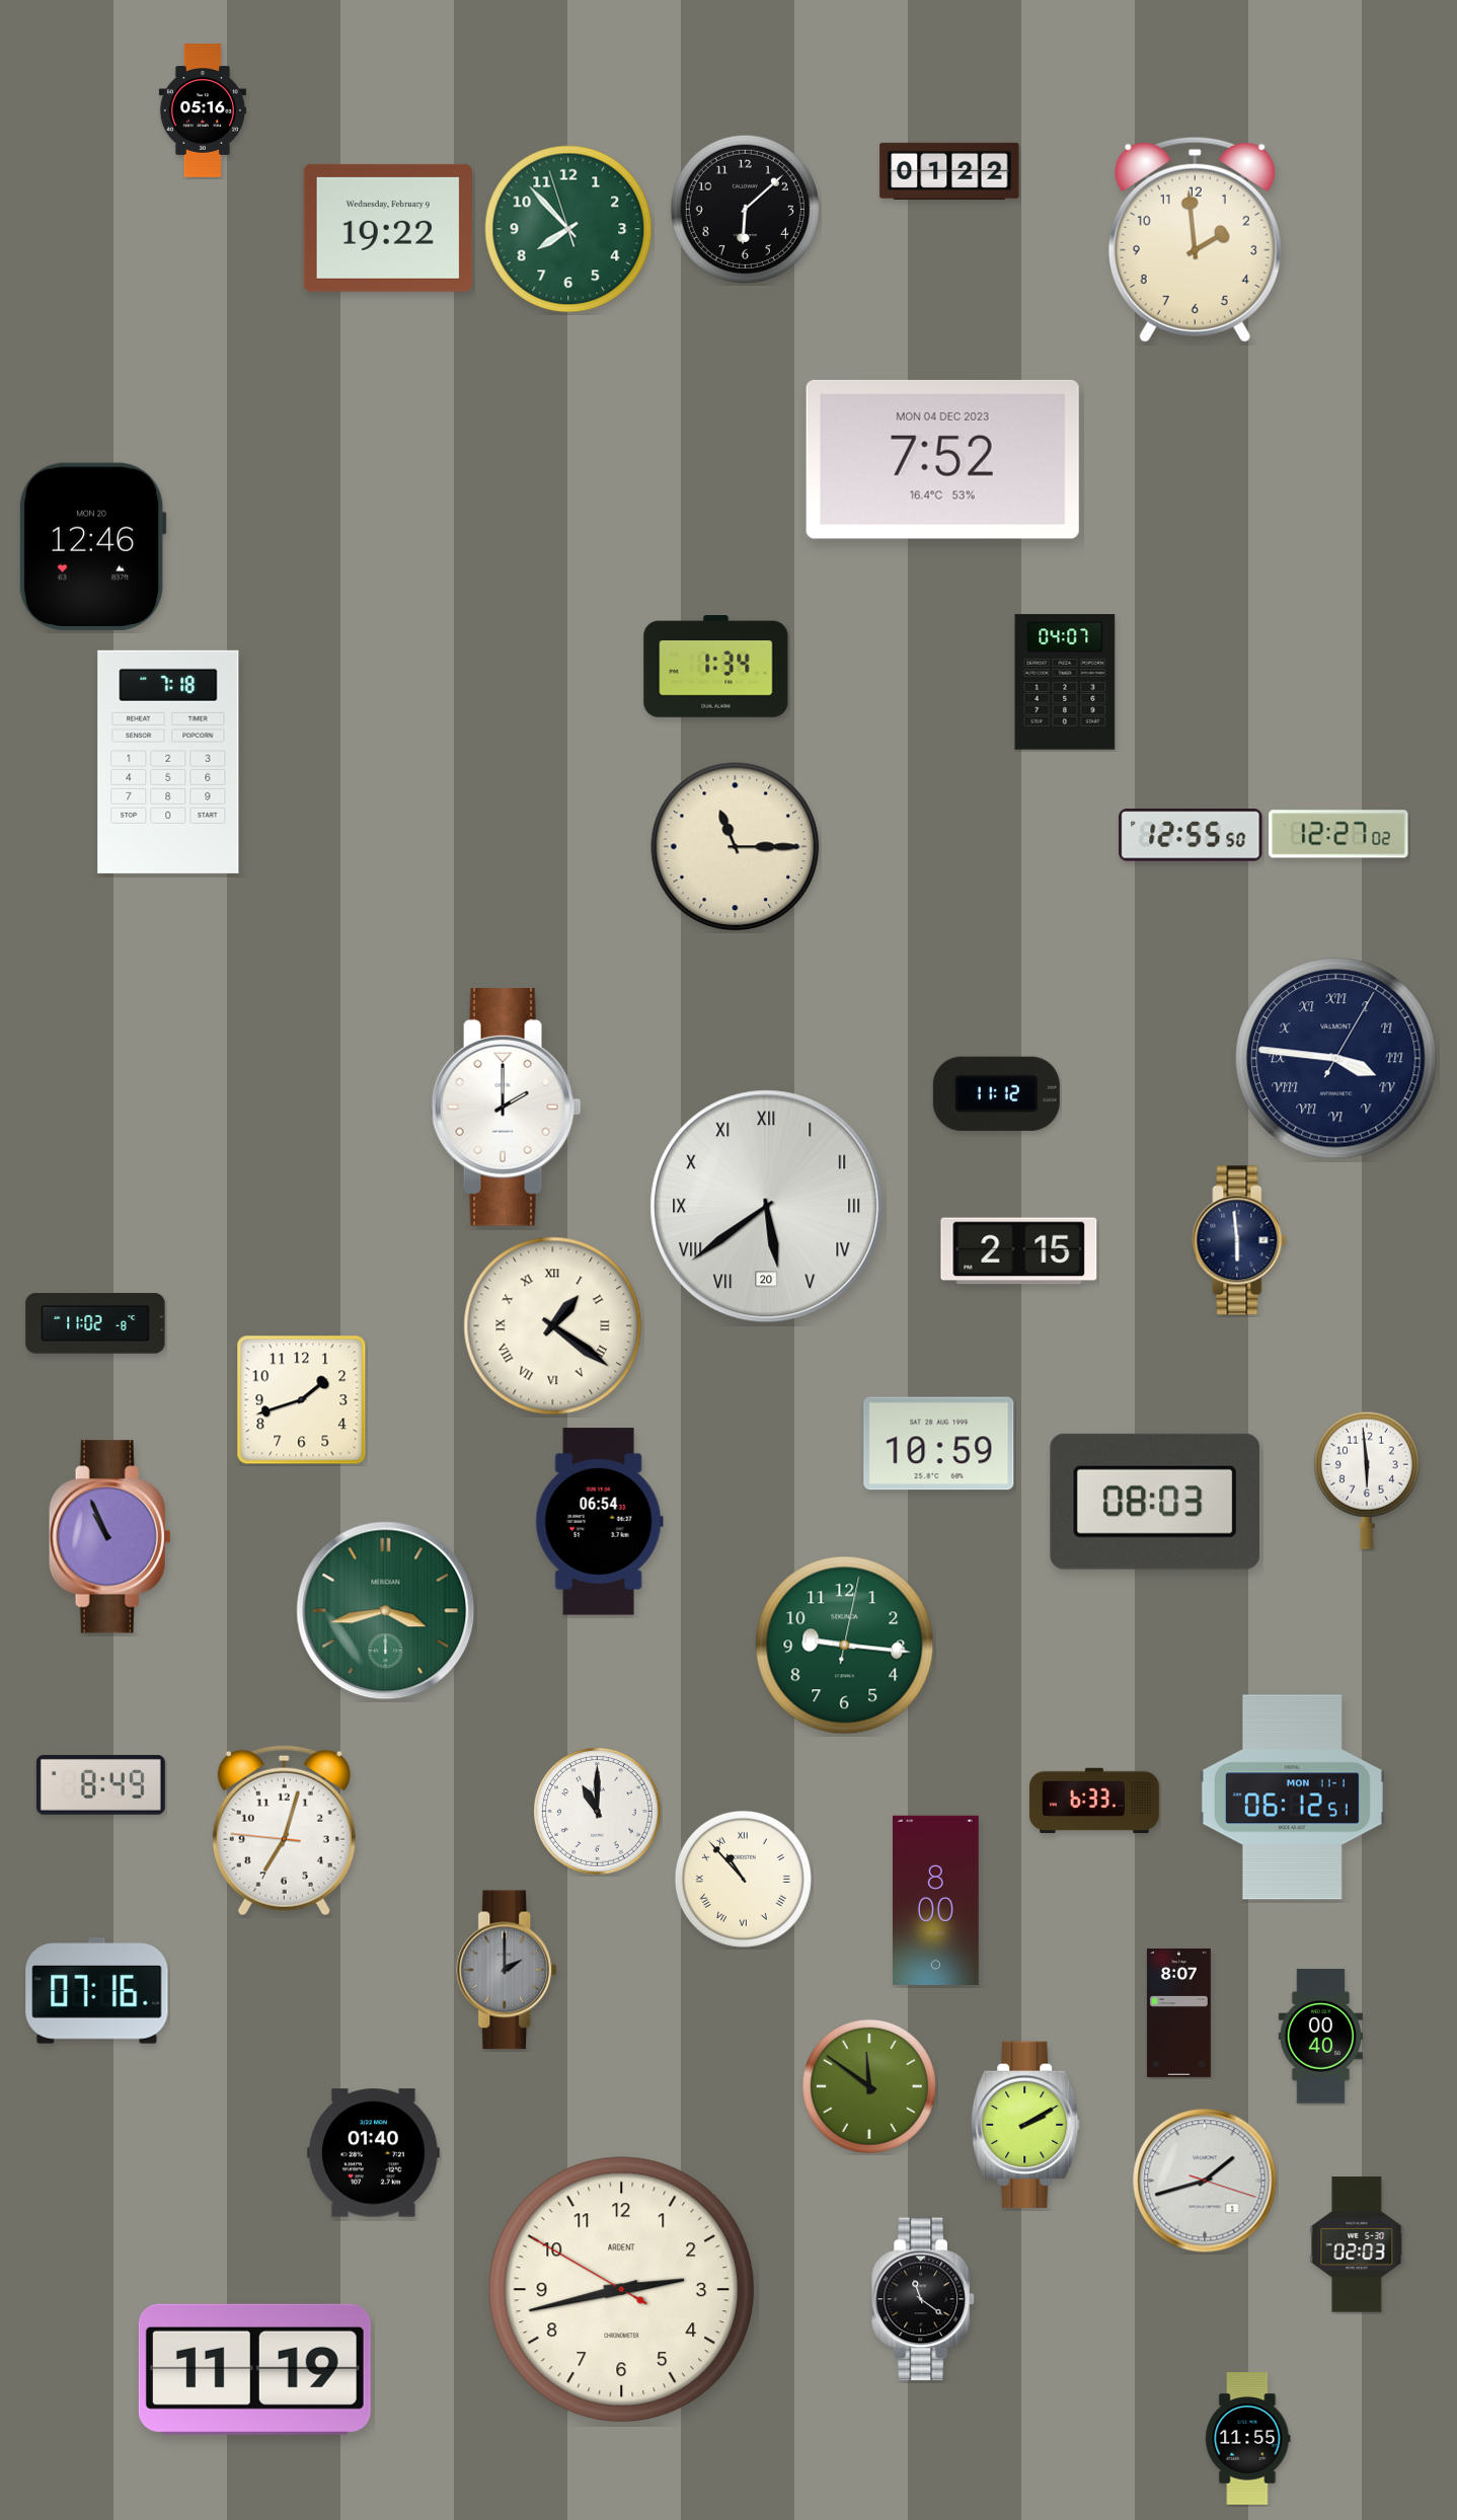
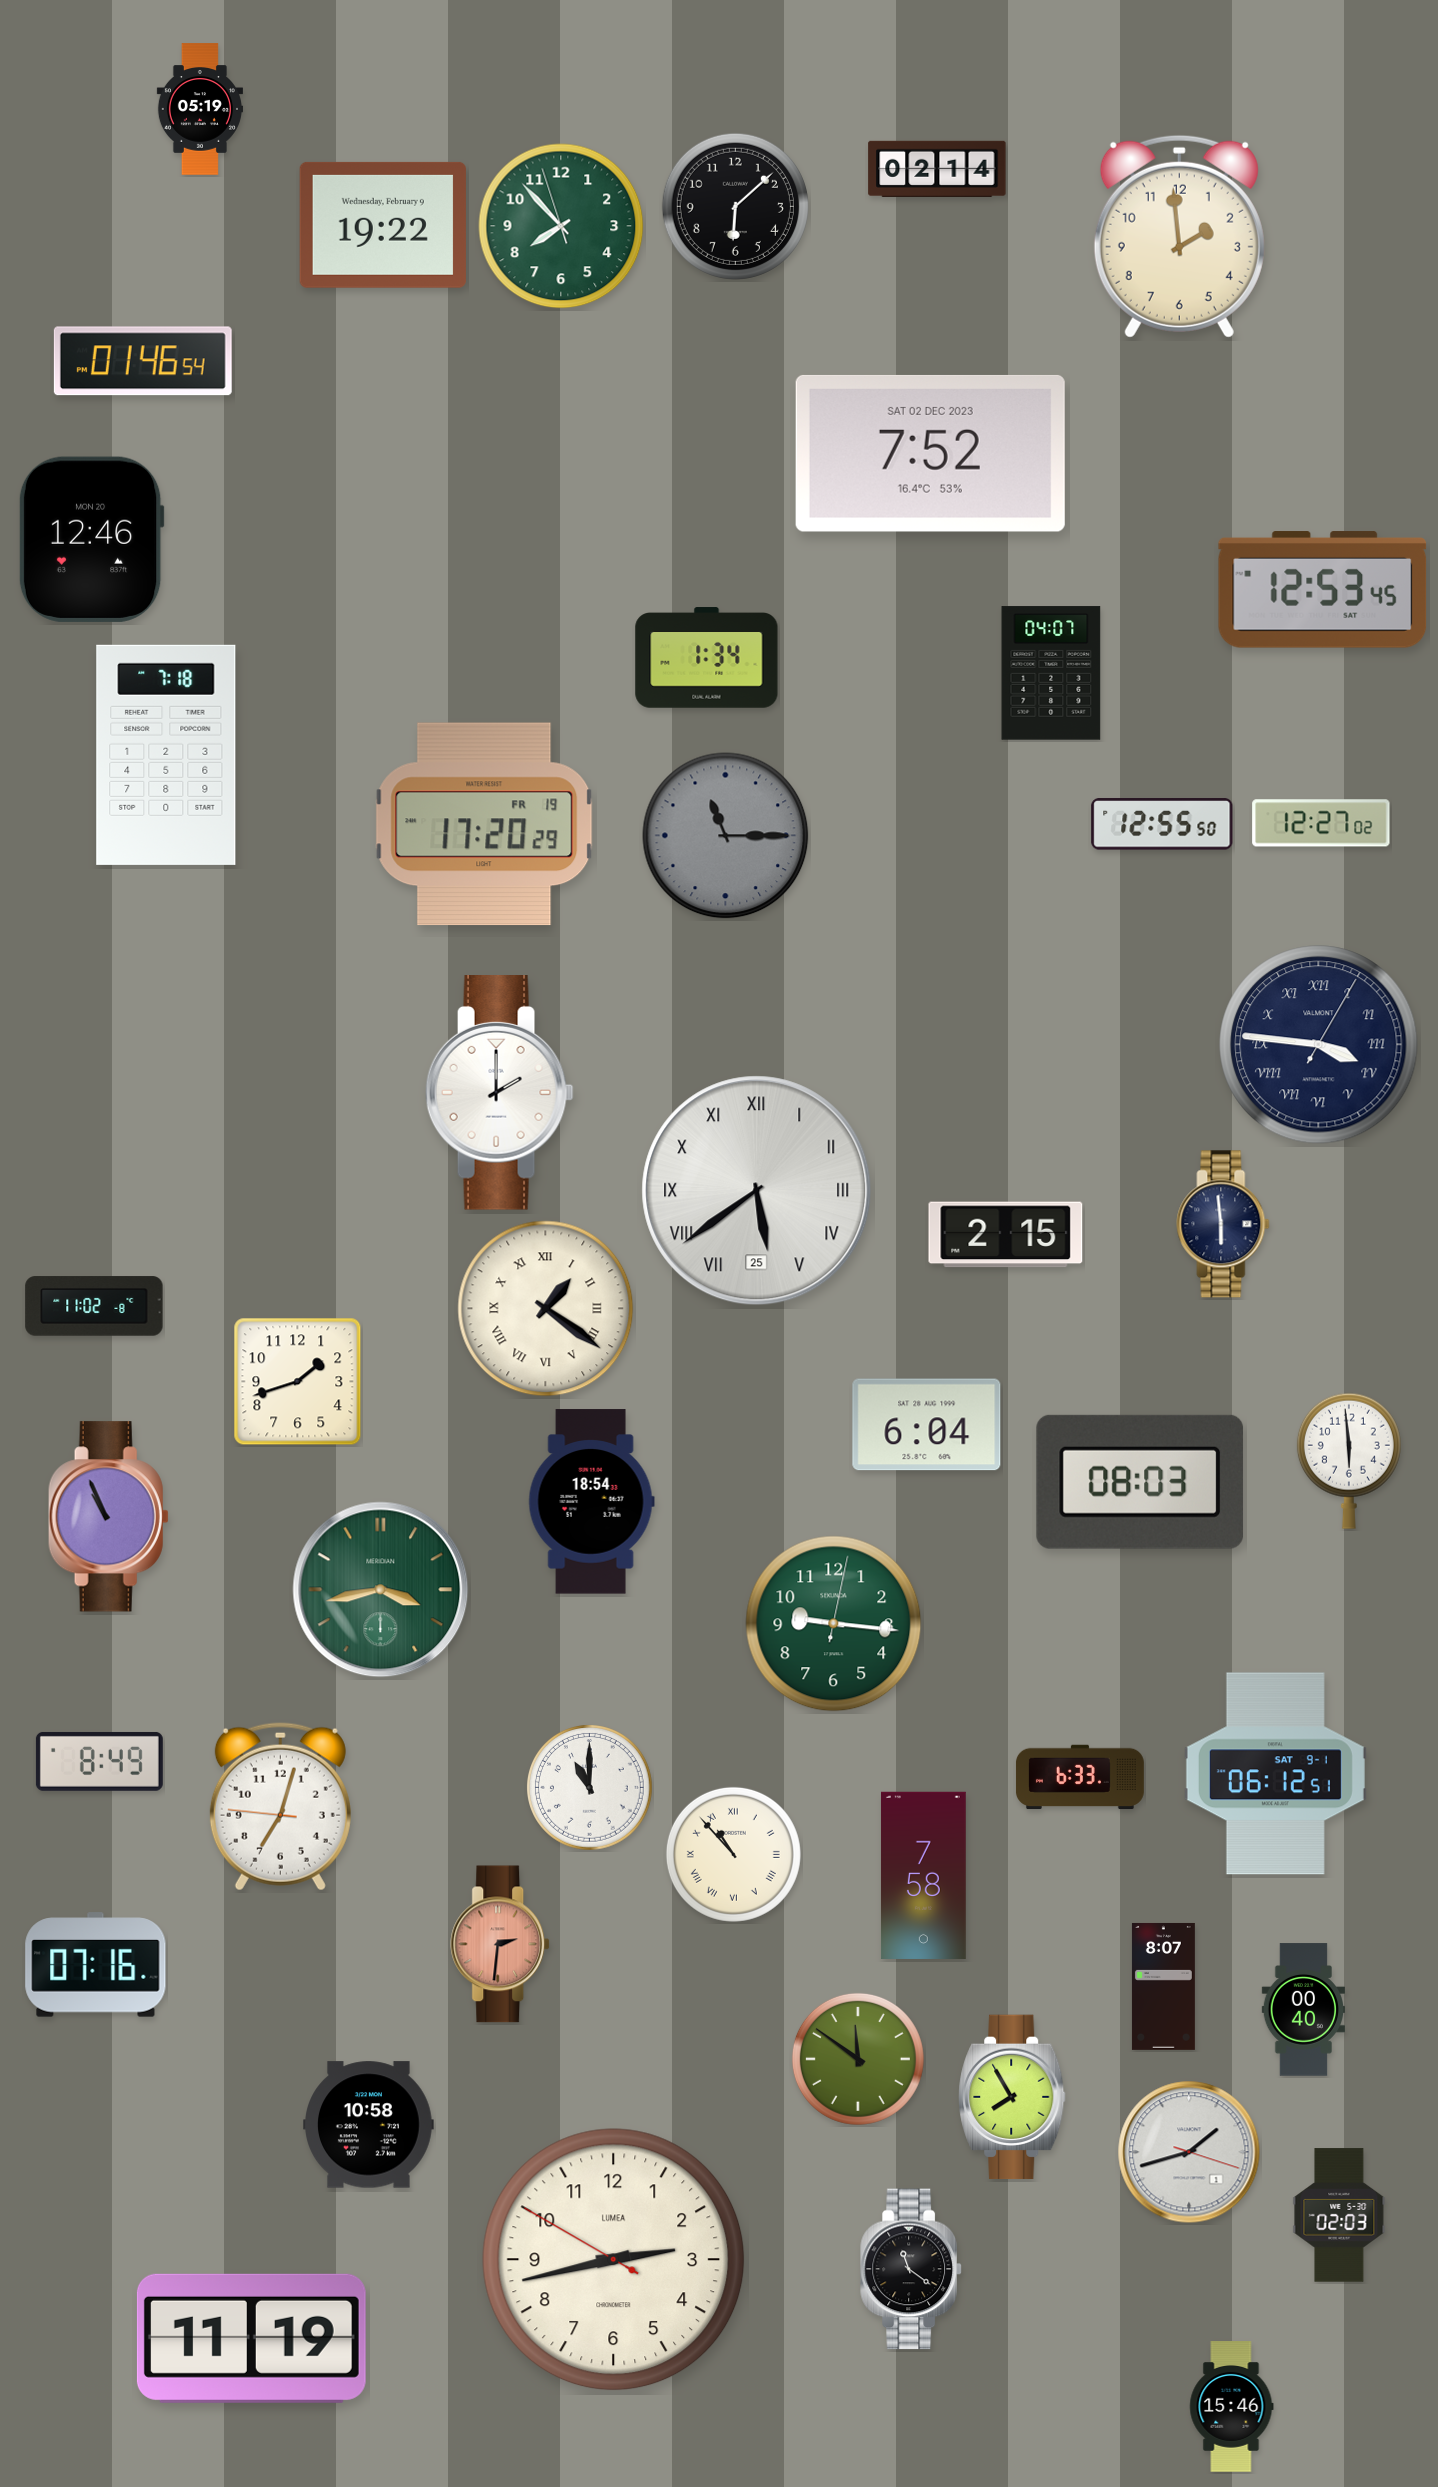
clock at (203, 110): 05:16 -> 05:19
clock at (949, 171): 01:22 -> 02:14
clock at (143, 361): none -> 01:46
clock at (942, 459) date: MON 04 DEC 2023 -> SAT 02 DEC 2023
clock at (1323, 590): none -> 12:53
clock at (168, 762) position: (168, 762) -> (166, 755)
clock at (484, 824): none -> 17:20
clock at (1191, 835) position: (1191, 835) -> (1162, 824)
clock at (736, 847) dial: cream -> grey
clock at (996, 1093): 11:12 -> none
clock at (767, 1207) date: 20 -> 25
clock at (939, 1444): 10:59 -> 6:04
clock at (599, 1522): 06:54 -> 18:54
clock at (1292, 1798) date: MON 11-1 -> SAT 9-1
clock at (936, 1900): 8:00 -> 7:58
clock at (508, 1970): 2:00 -> 2:31
clock at (508, 1970) dial: grey -> salmon
clock at (1025, 2125): 2:10 -> 7:55
clock at (374, 2153): 01:40 -> 10:58
clock at (622, 2290) brand: ARDENT -> LUMEA
clock at (1248, 2439): 11:55 -> 15:46
